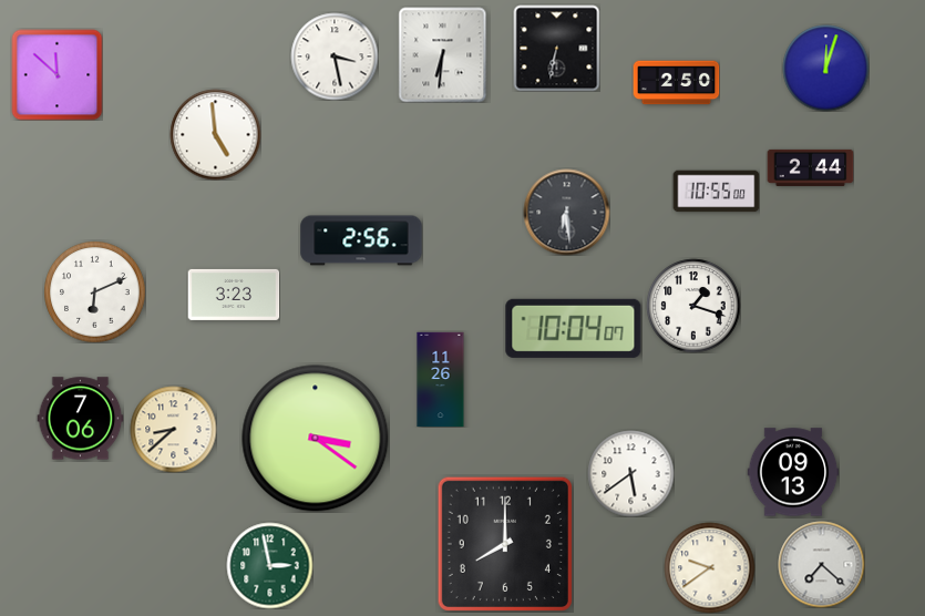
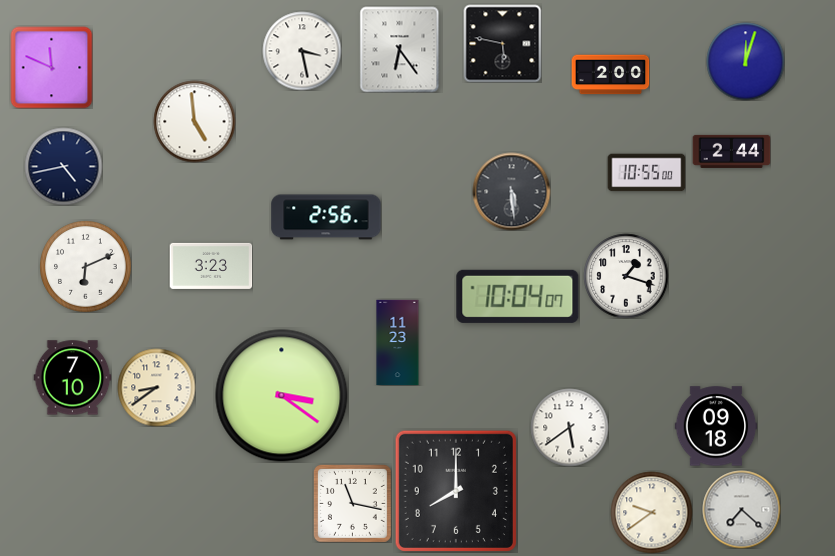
clock at (556, 48): 6:32 -> 5:47
clock at (443, 54): 6:31 -> 6:24
clock at (56, 74): 11:52 -> 11:49
clock at (676, 83): 2:50 -> 2:00
clock at (63, 166): none -> 4:43
clock at (566, 212): 6:29 -> 5:29
clock at (94, 291) position: (94, 291) -> (85, 266)
clock at (441, 379): 11:26 -> 11:23
clock at (80, 419): 7:06 -> 7:10
clock at (173, 429): 8:38 -> 8:39
clock at (316, 439) position: (316, 439) -> (282, 396)
clock at (793, 472): 09:13 -> 09:18
clock at (352, 503): none -> 11:17
clock at (269, 565): 2:58 -> none
clock at (709, 567) position: (709, 567) -> (651, 512)
